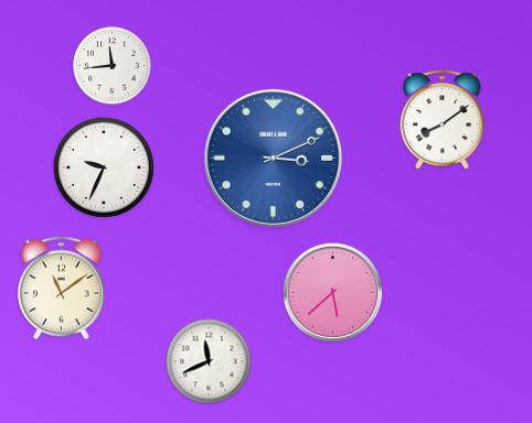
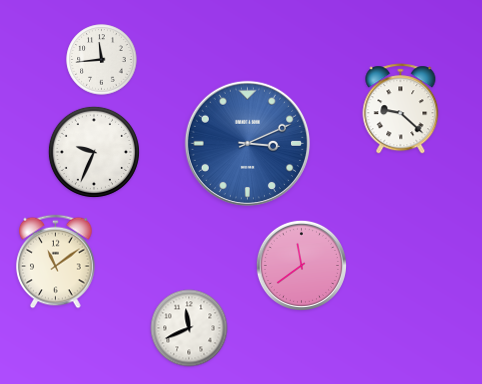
clock at (443, 120): 8:09 -> 9:22
clock at (332, 292): 5:38 -> 11:39
